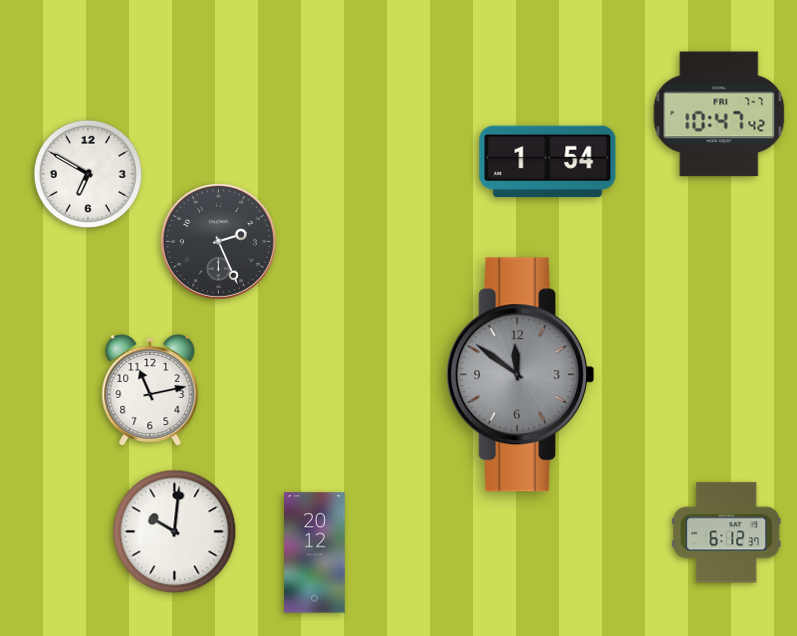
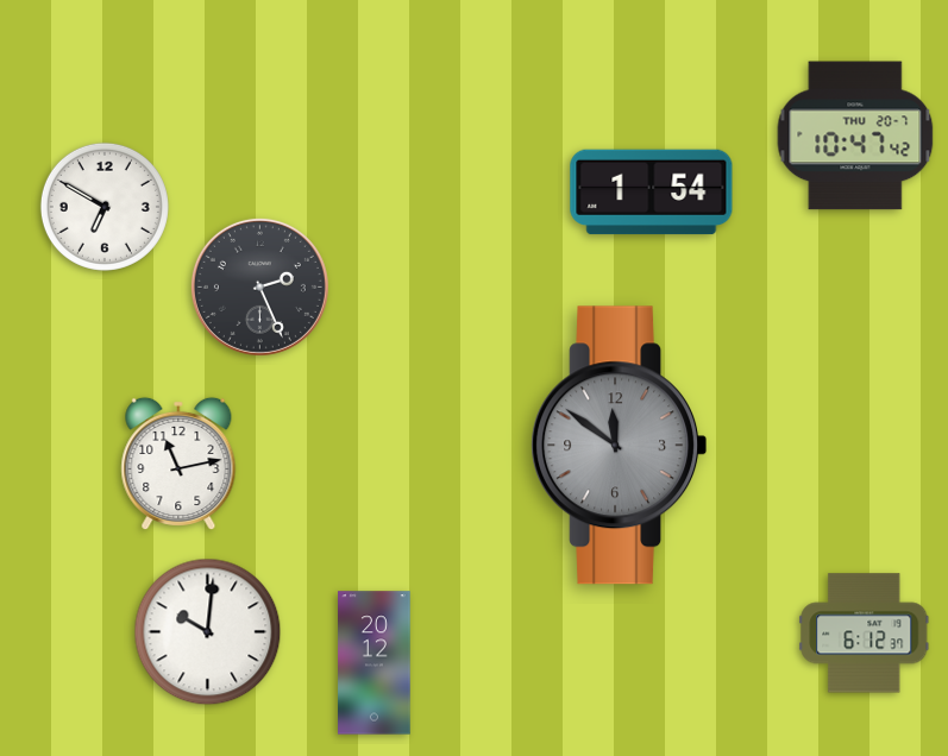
clock at (719, 114) date: FRI 7-7 -> THU 20-7
clock at (315, 553) position: (315, 553) -> (375, 663)
